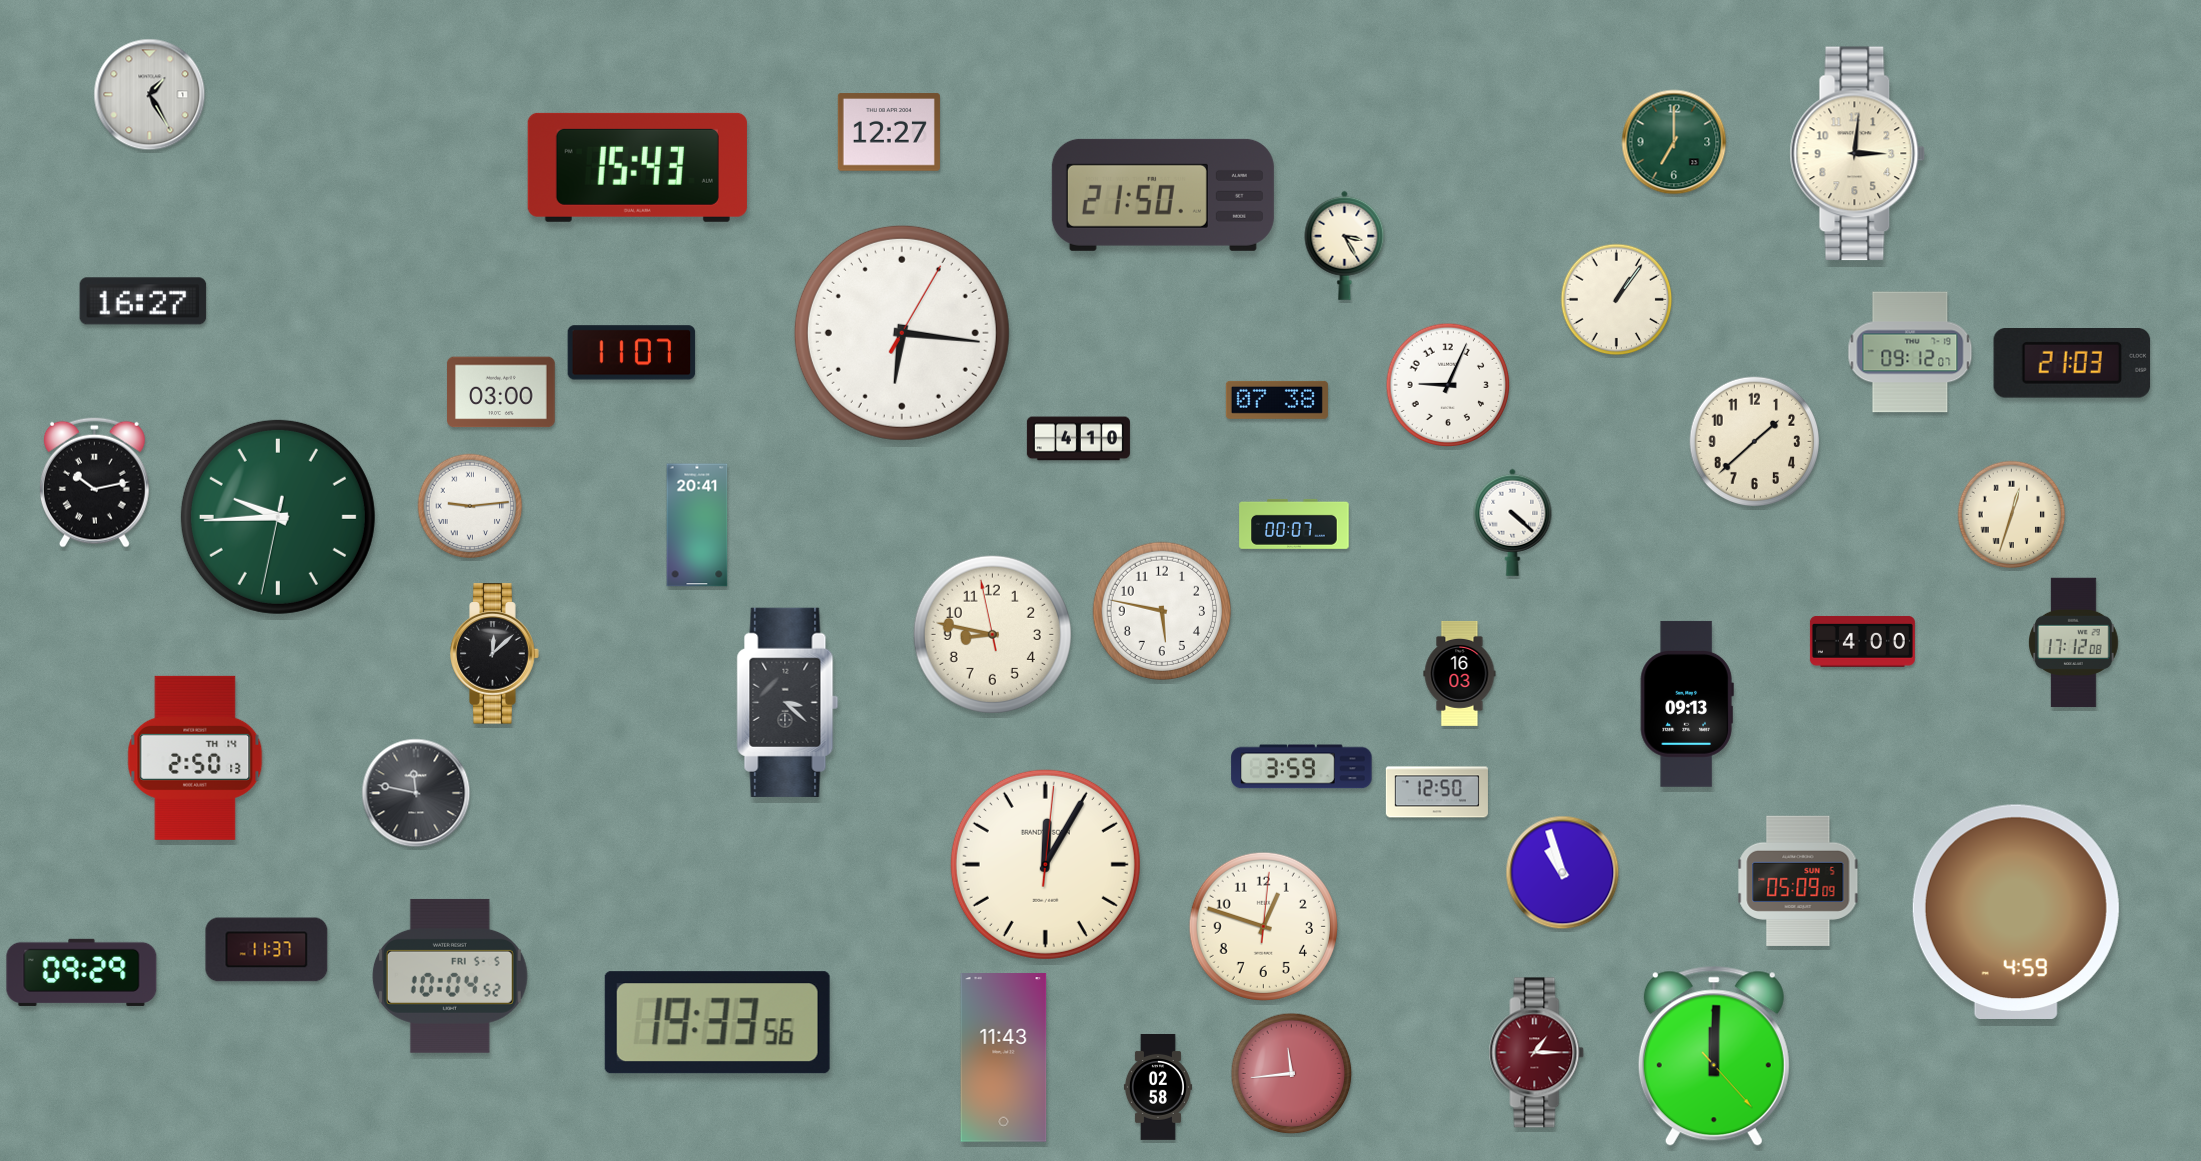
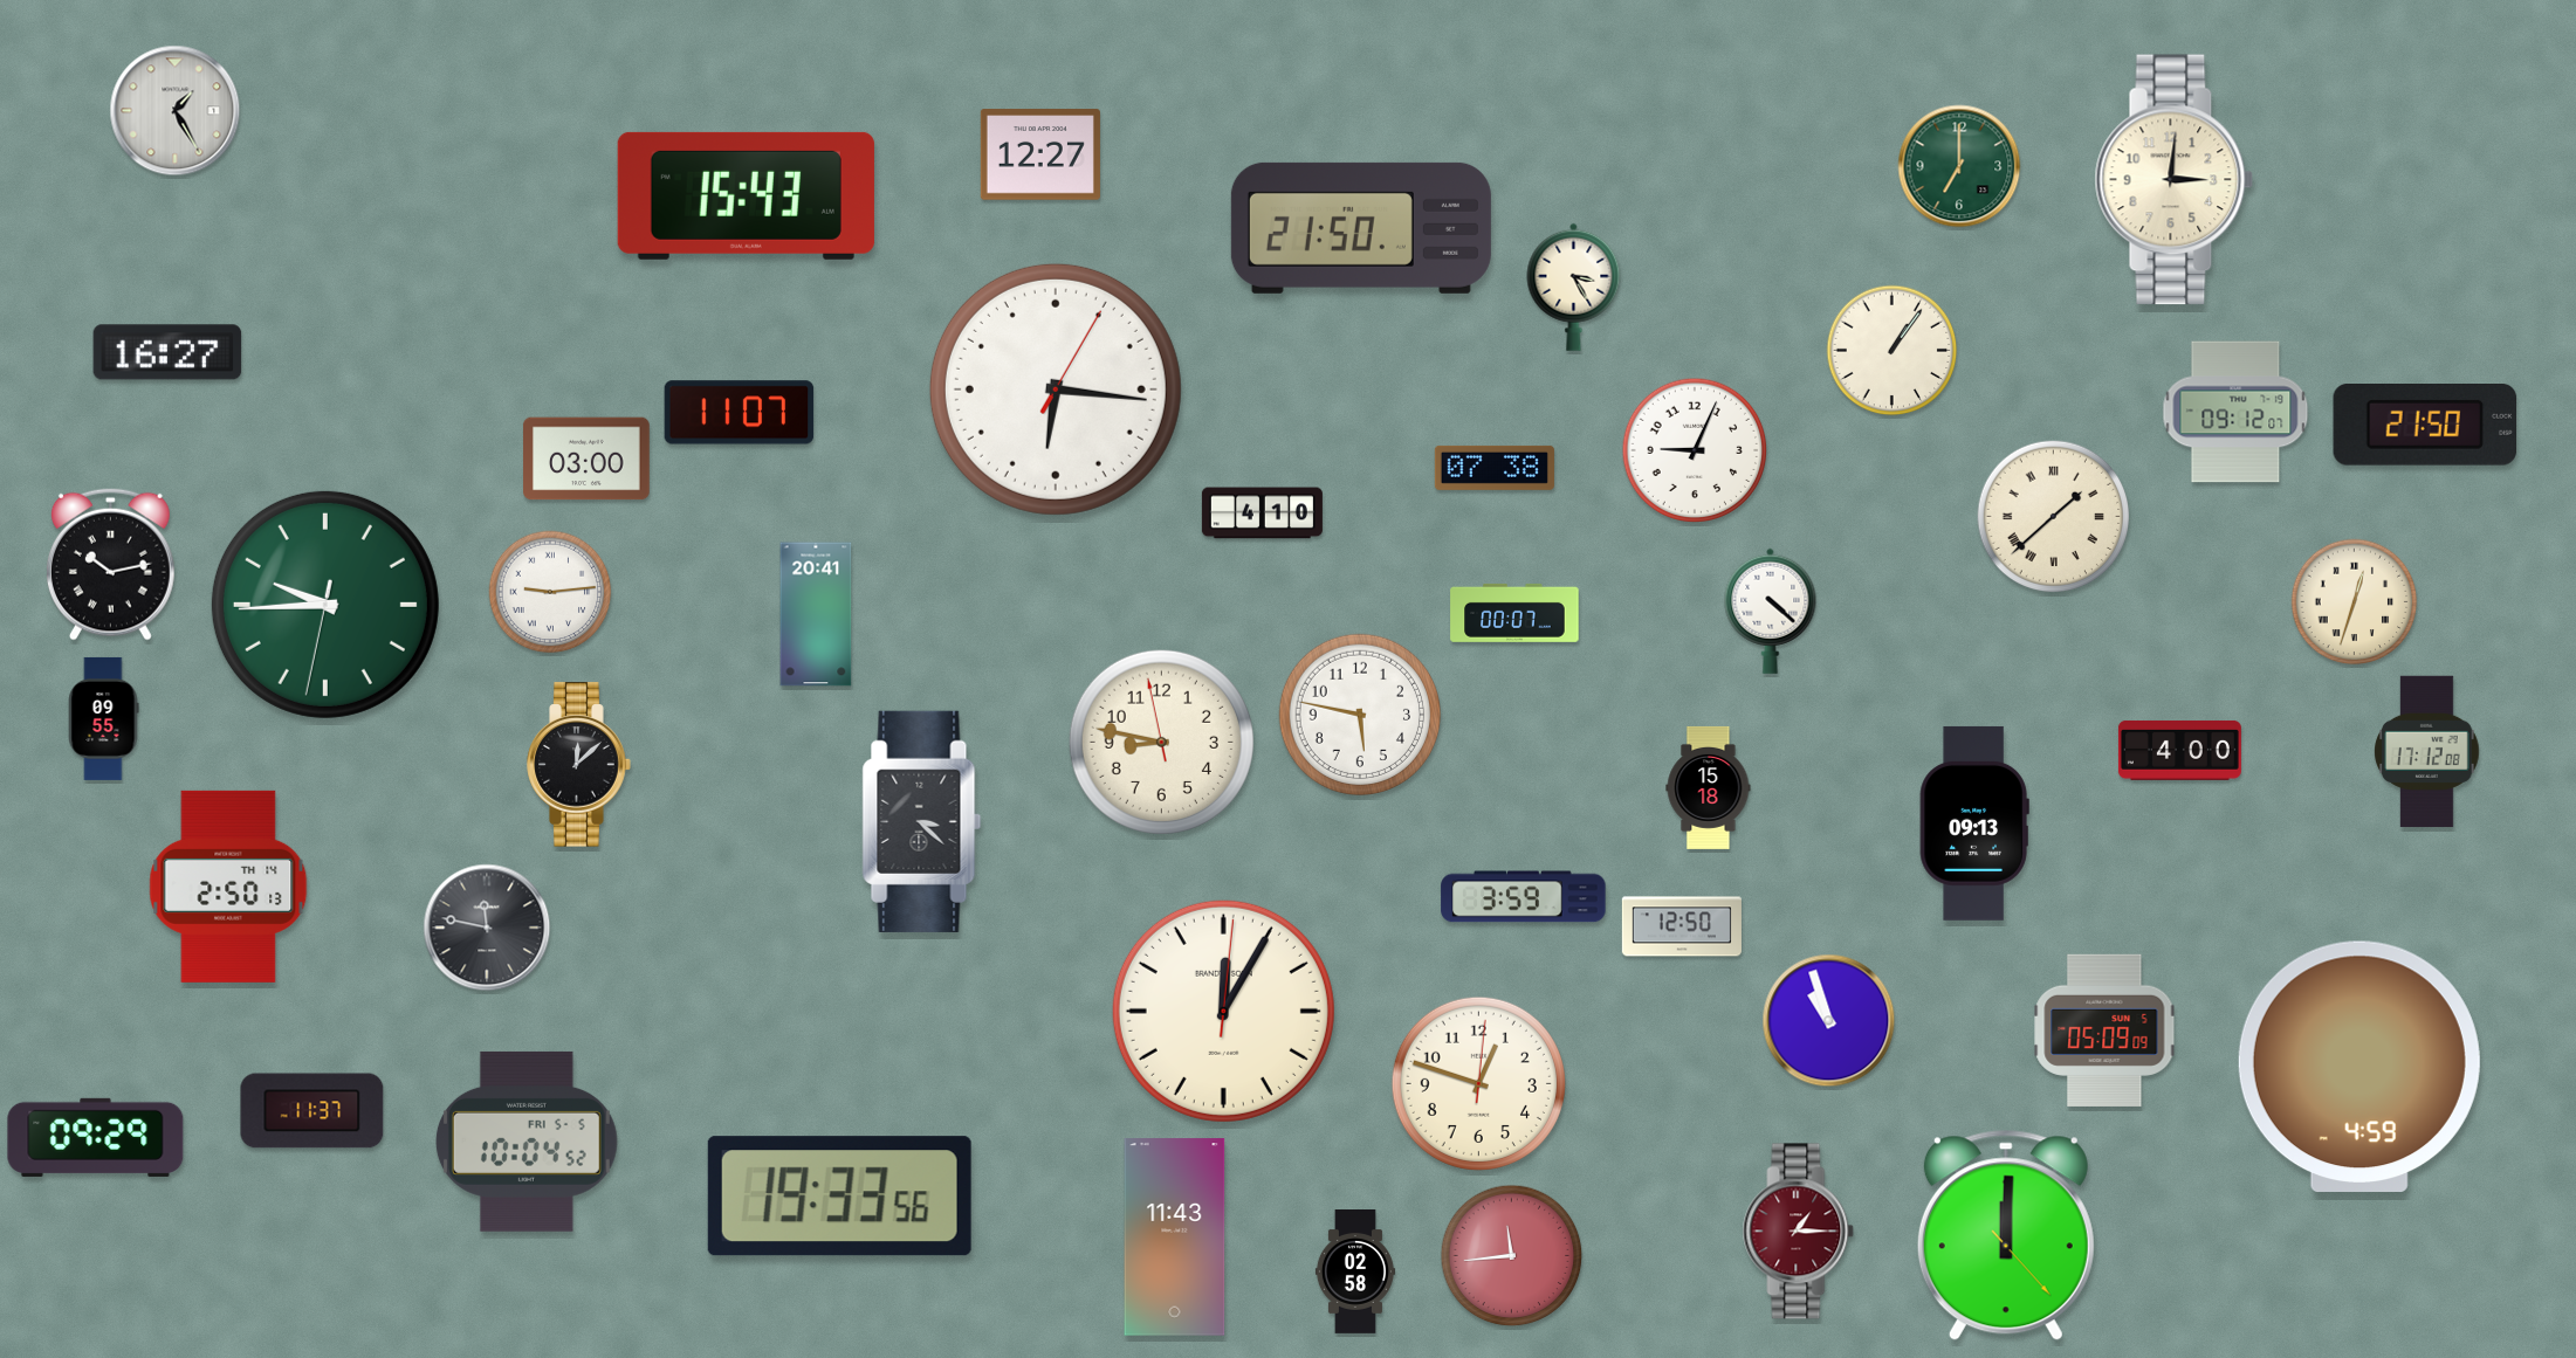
clock at (2072, 364): 21:03 -> 21:50
clock at (1755, 442) numerals: Arabic -> Roman
clock at (104, 718): none -> 09:55
clock at (1460, 673): 16:03 -> 15:18
